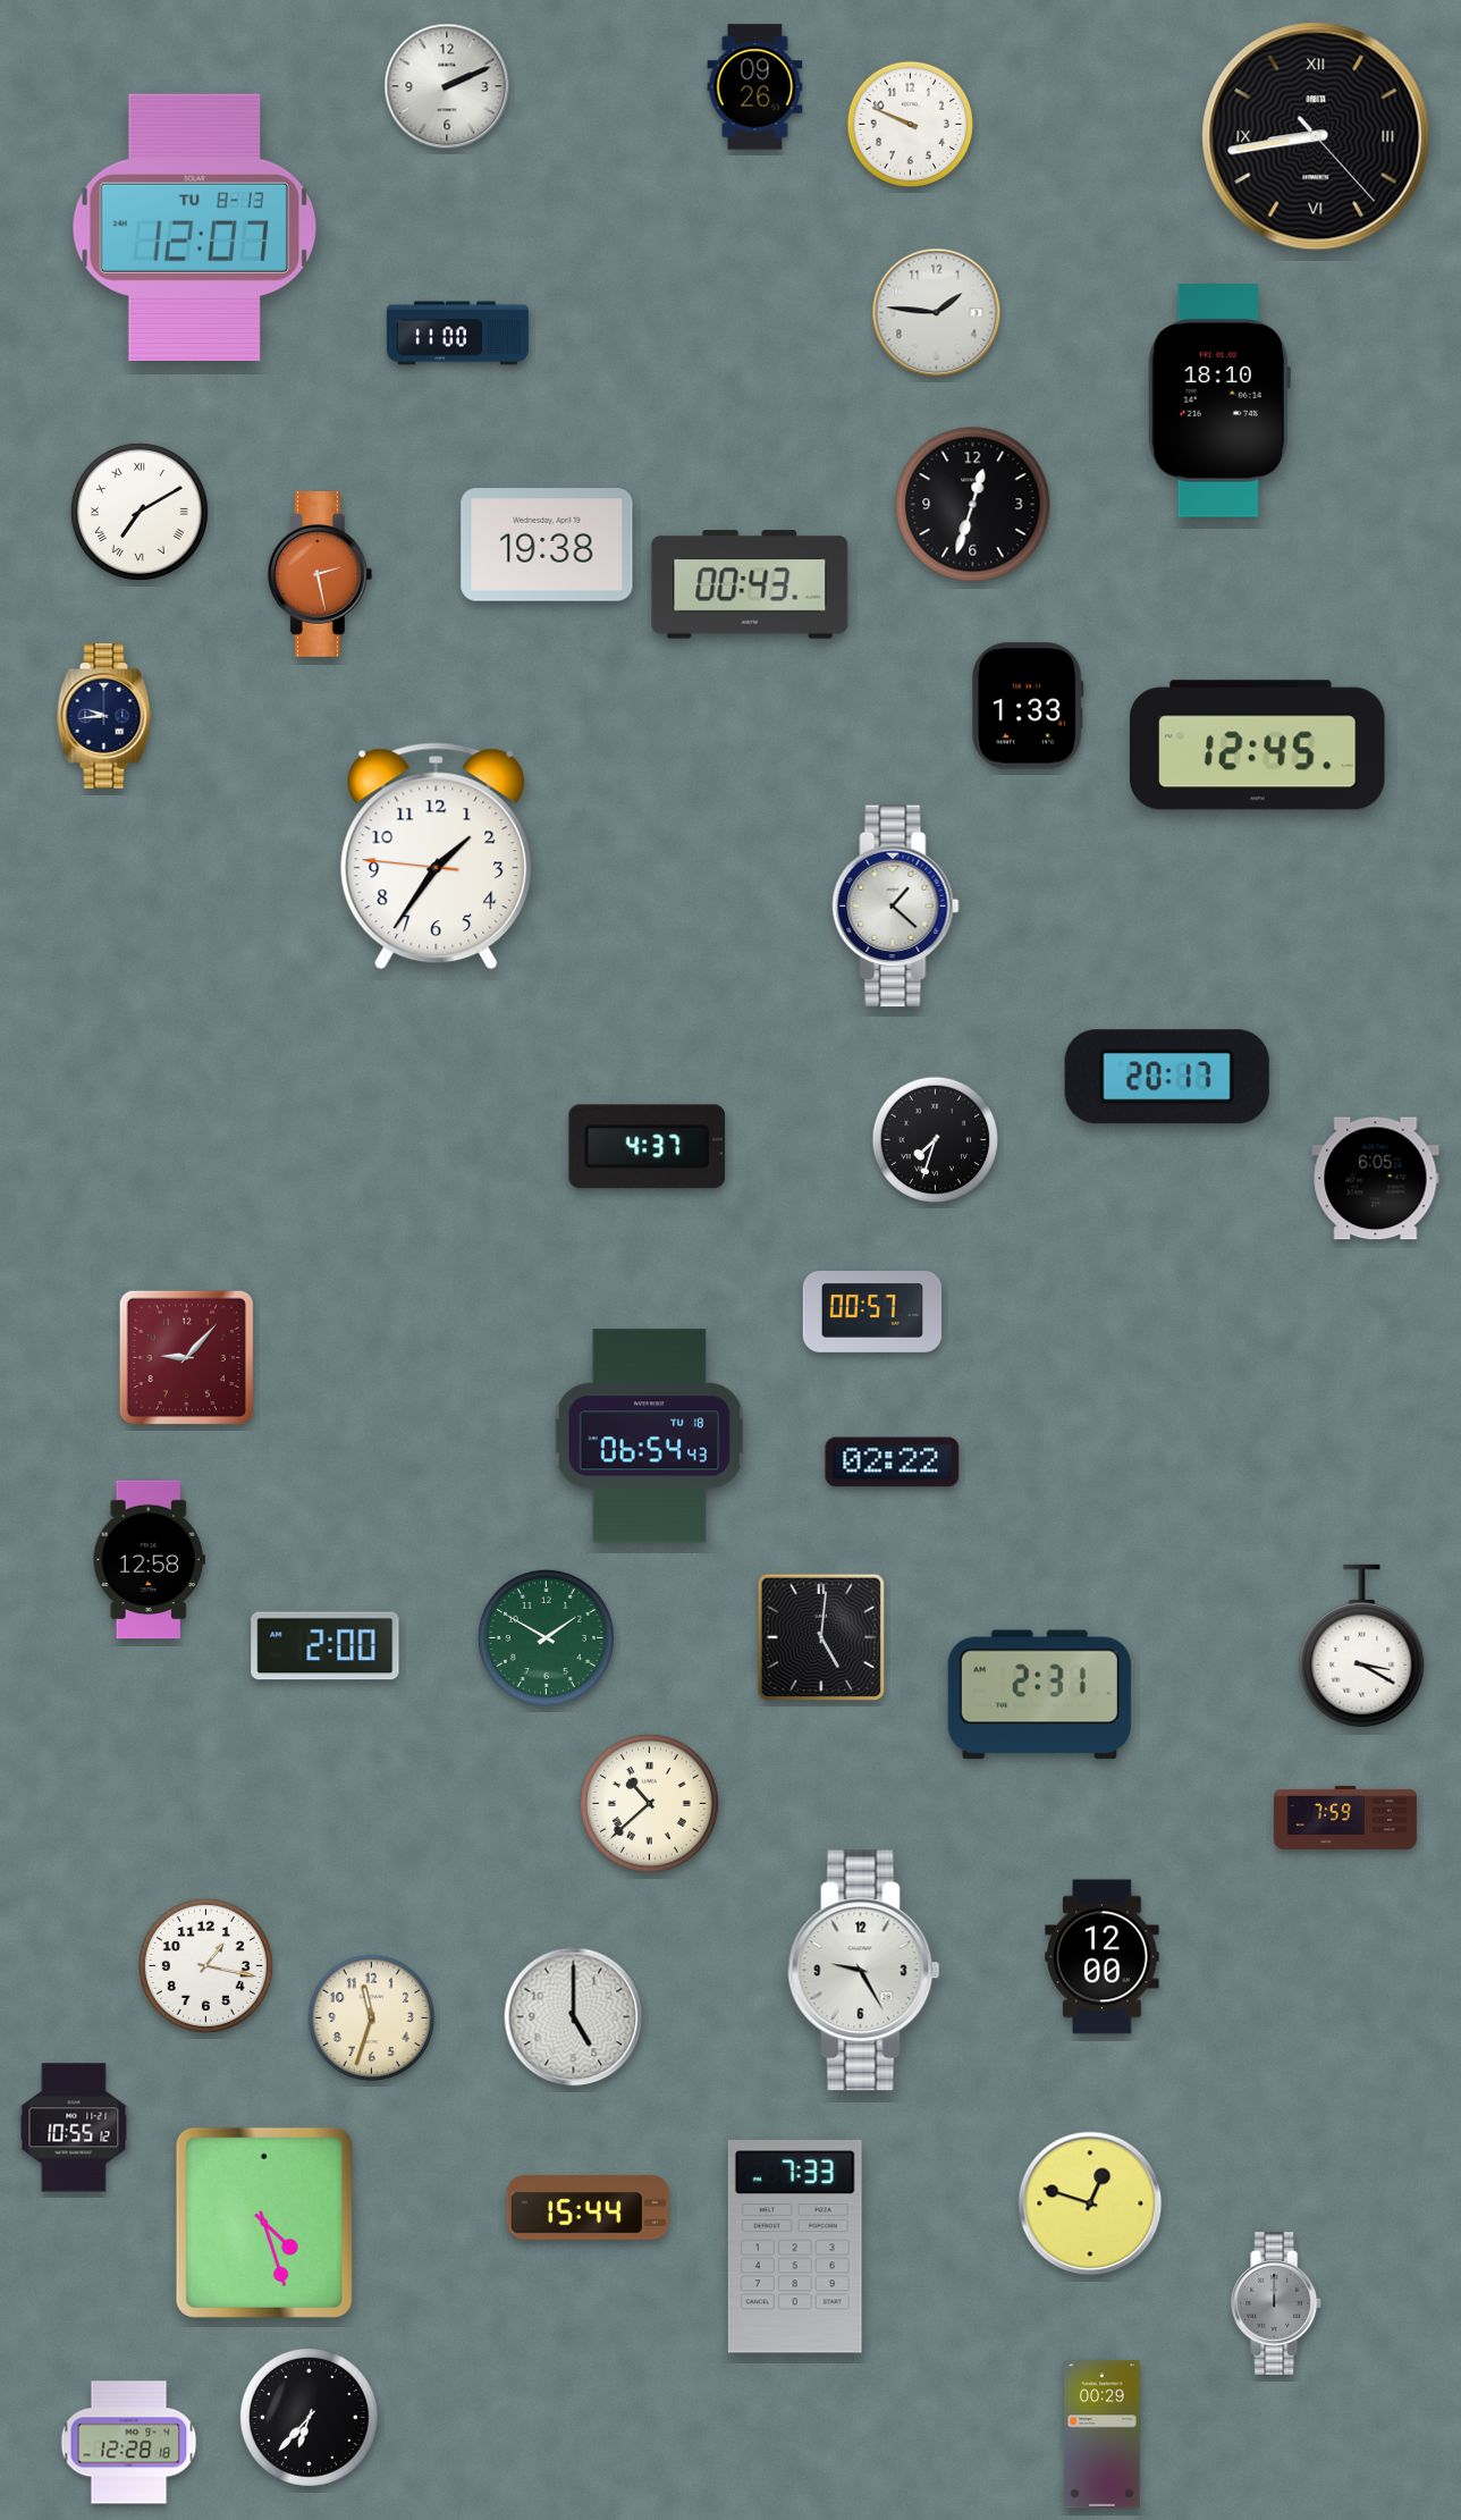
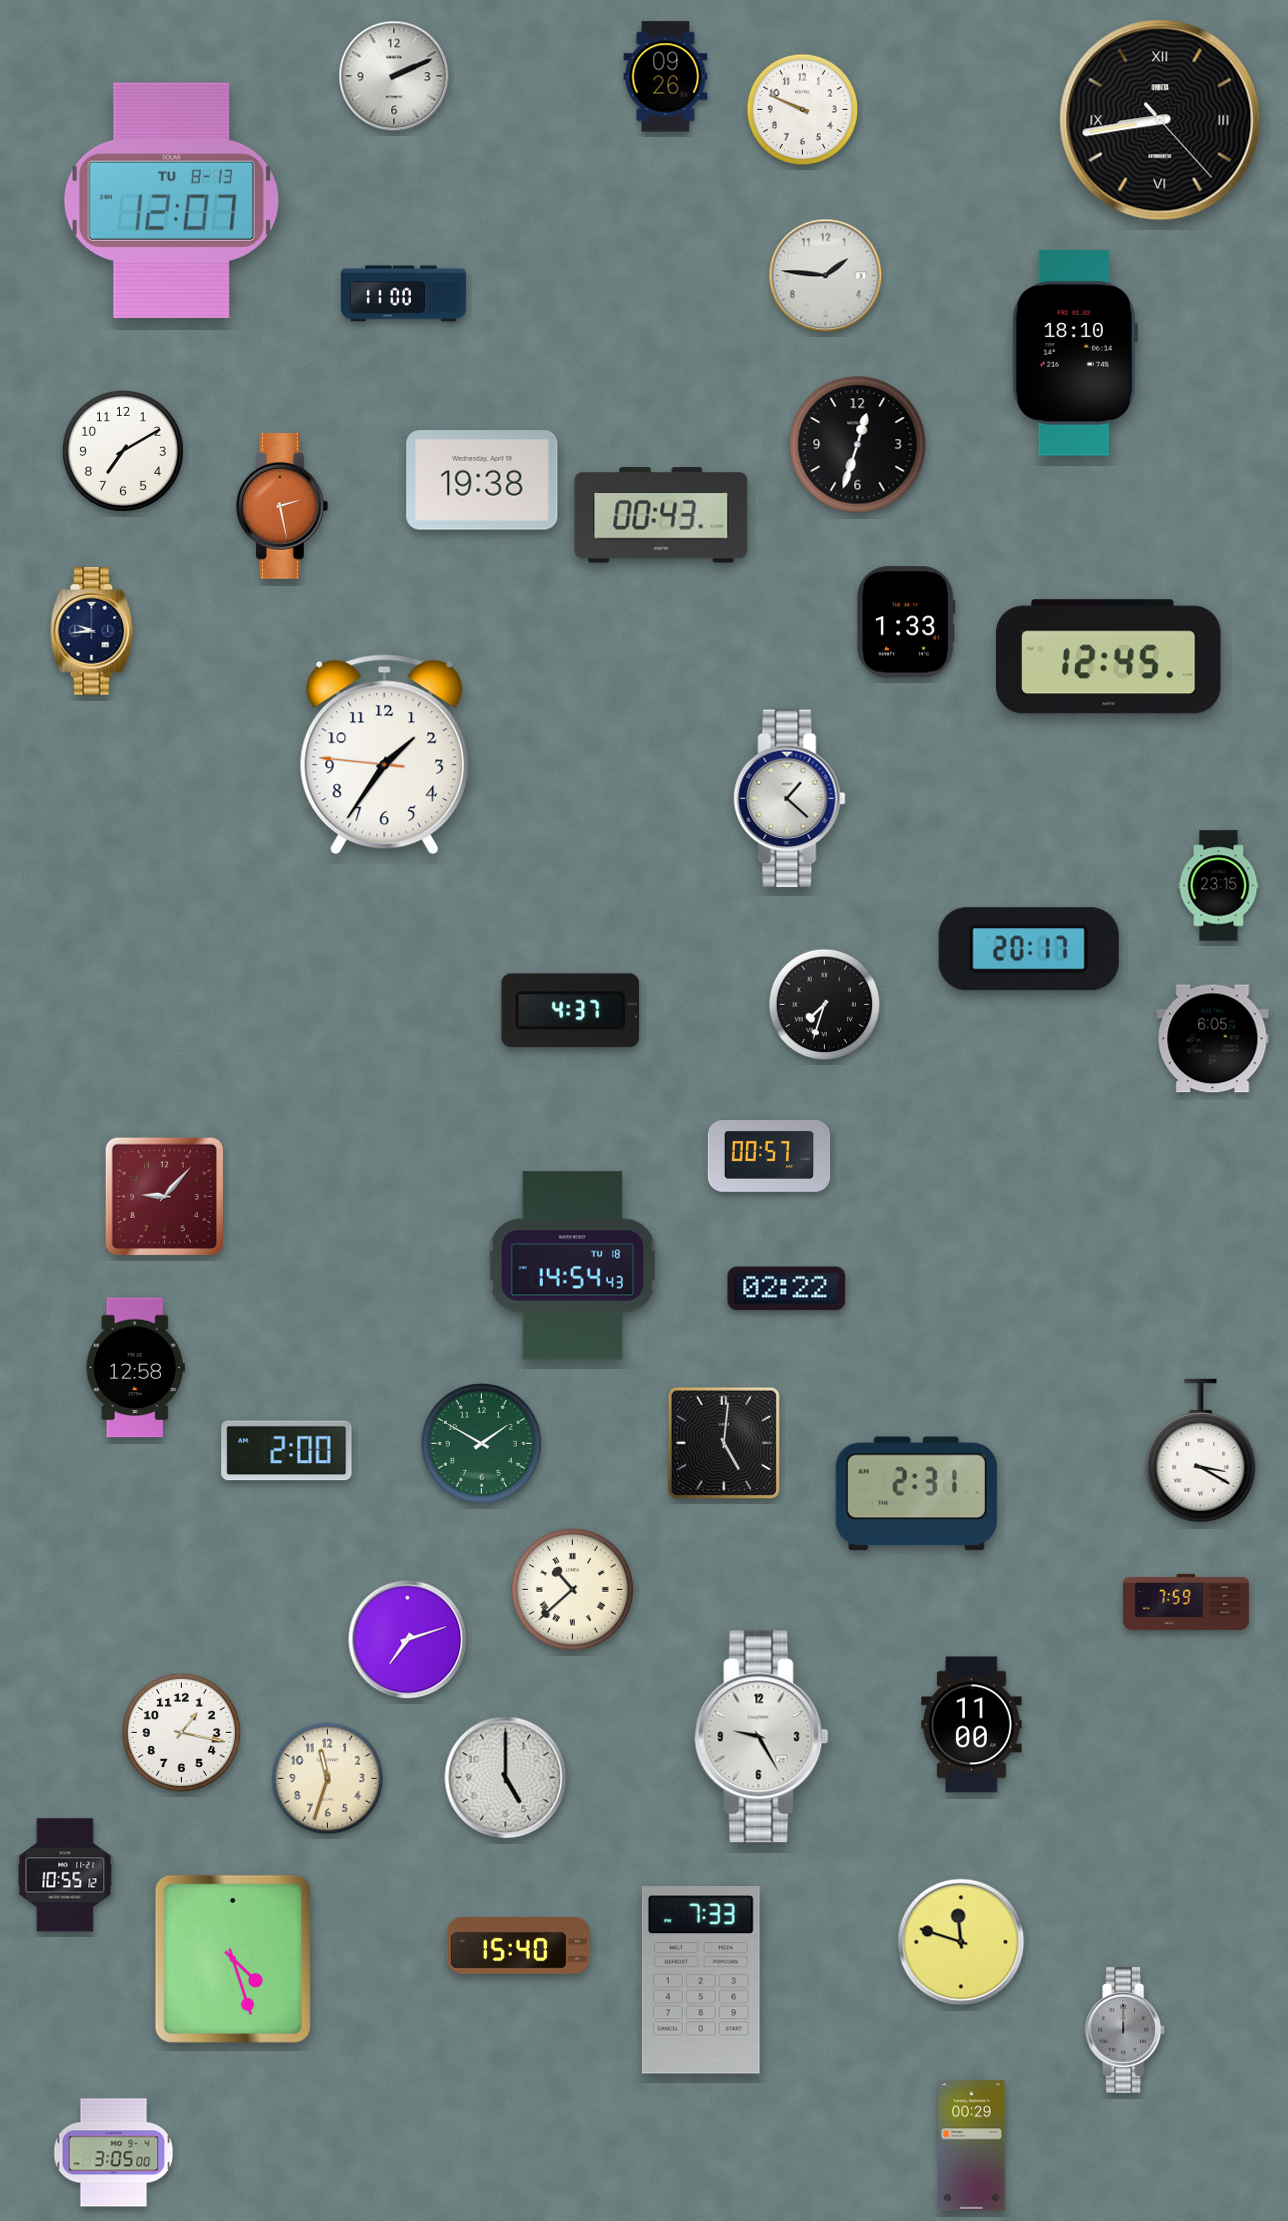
clock at (140, 512) numerals: Roman -> Arabic
clock at (1219, 886): none -> 23:15
clock at (650, 1436): 06:54 -> 14:54
clock at (149, 1560) position: (149, 1560) -> (135, 1368)
clock at (408, 1640): none -> 7:12
clock at (1103, 1957): 12:00 -> 11:00
clock at (1090, 2203): 12:48 -> 11:48
clock at (588, 2207): 15:44 -> 15:40
clock at (309, 2417): 6:37 -> none
clock at (129, 2443): 12:28 -> 3:05
